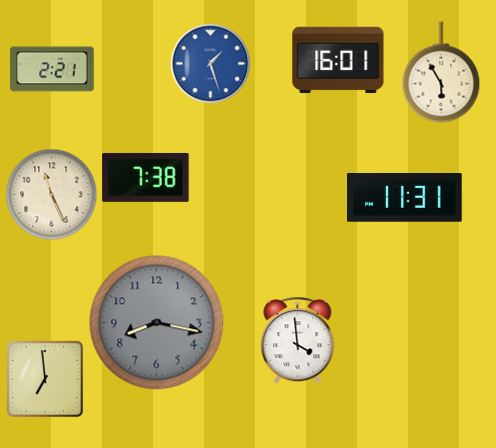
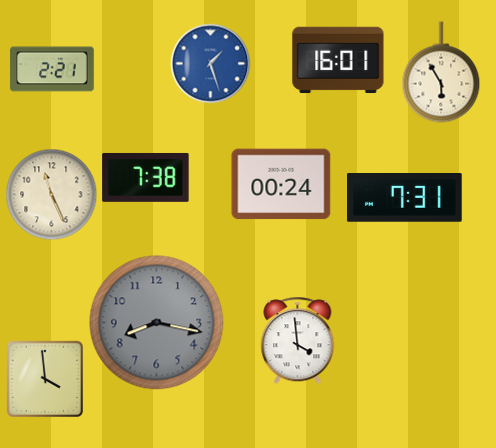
clock at (281, 184): none -> 00:24
clock at (405, 198): 11:31 -> 7:31
clock at (44, 378): 6:59 -> 3:59
